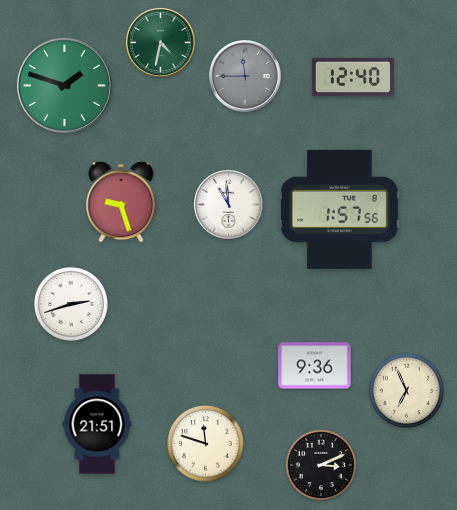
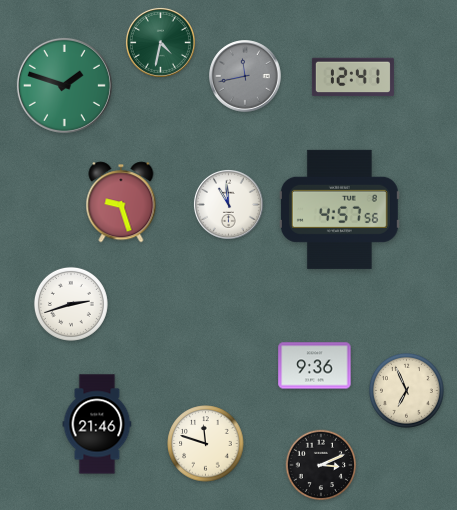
clock at (245, 76): 11:45 -> 11:43
clock at (353, 77): 12:40 -> 12:41
clock at (339, 209): 1:57 -> 4:57
clock at (97, 424): 21:51 -> 21:46
